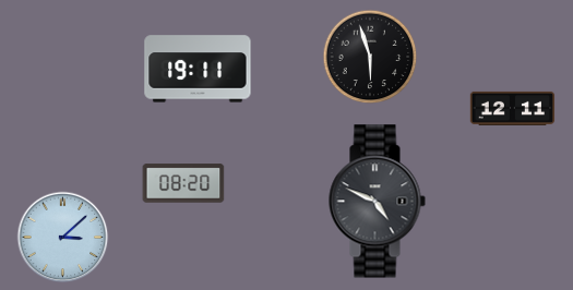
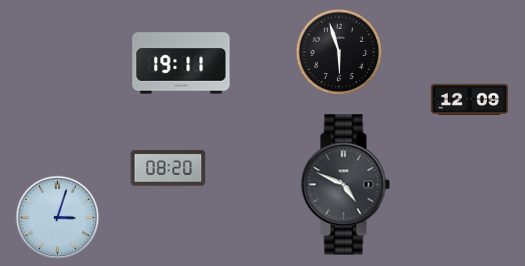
clock at (513, 108): 12:11 -> 12:09
clock at (63, 238): 3:08 -> 3:03
